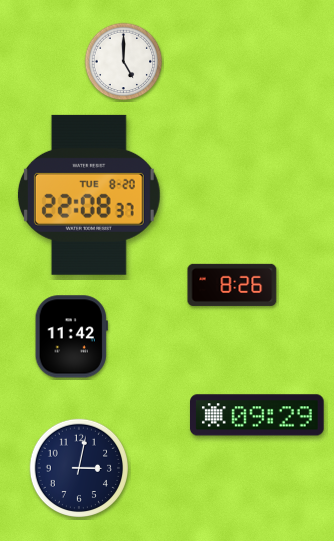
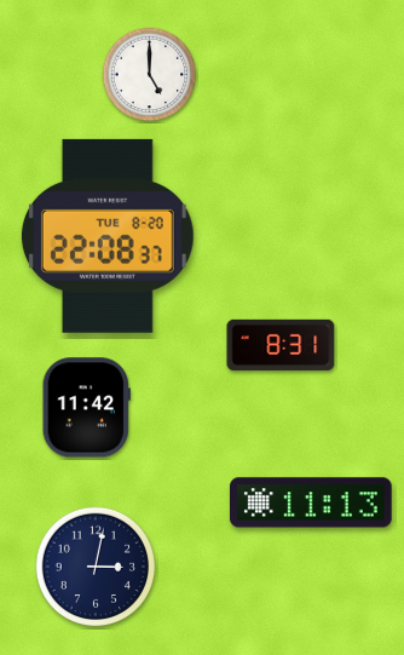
clock at (232, 285): 8:26 -> 8:31
clock at (258, 415): 09:29 -> 11:13
